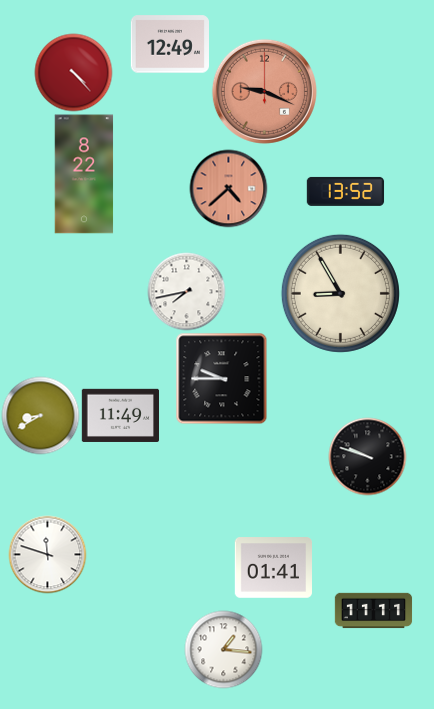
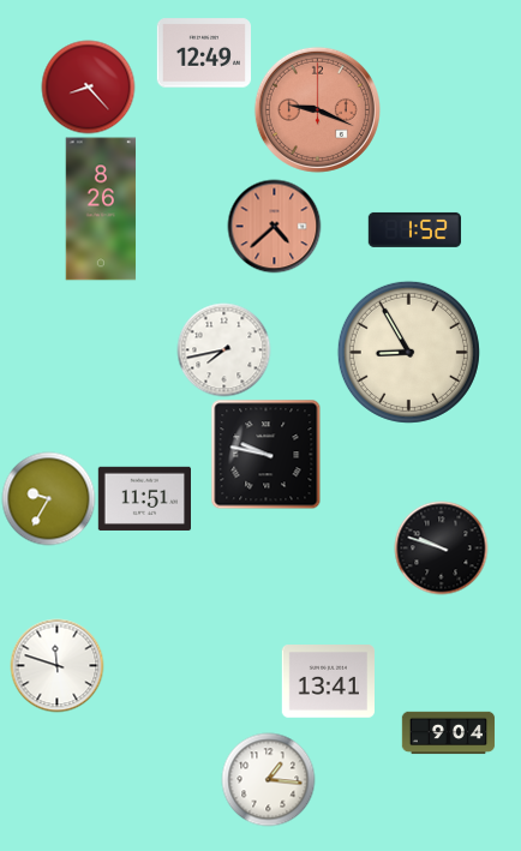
clock at (73, 72): 4:23 -> 8:23
clock at (84, 174): 8:22 -> 8:26
clock at (345, 191): 13:52 -> 1:52
clock at (221, 378): 9:45 -> 9:47
clock at (40, 415): 8:40 -> 9:35
clock at (120, 415): 11:49 -> 11:51
clock at (273, 568): 01:41 -> 13:41
clock at (373, 611): 11:11 -> 9:04
